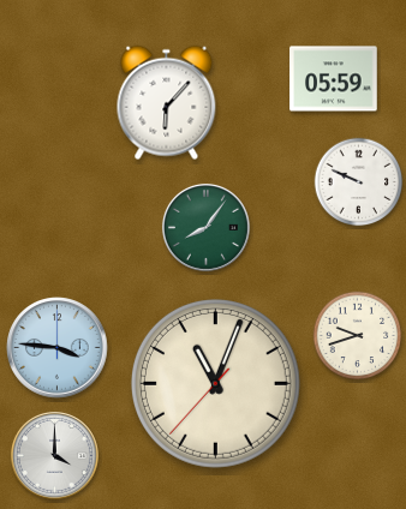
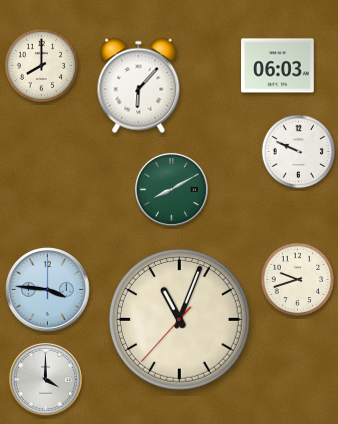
clock at (42, 66): none -> 8:00
clock at (334, 79): 05:59 -> 06:03
clock at (205, 227): 8:06 -> 8:10
